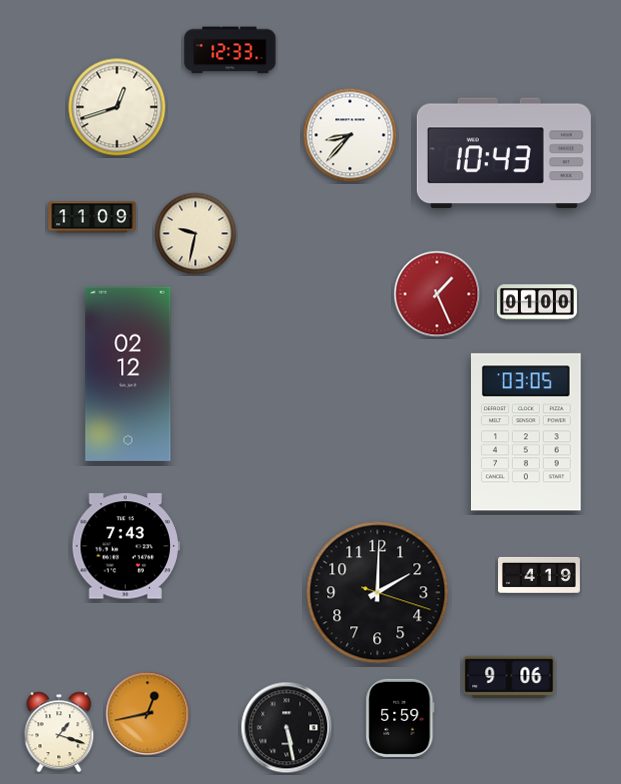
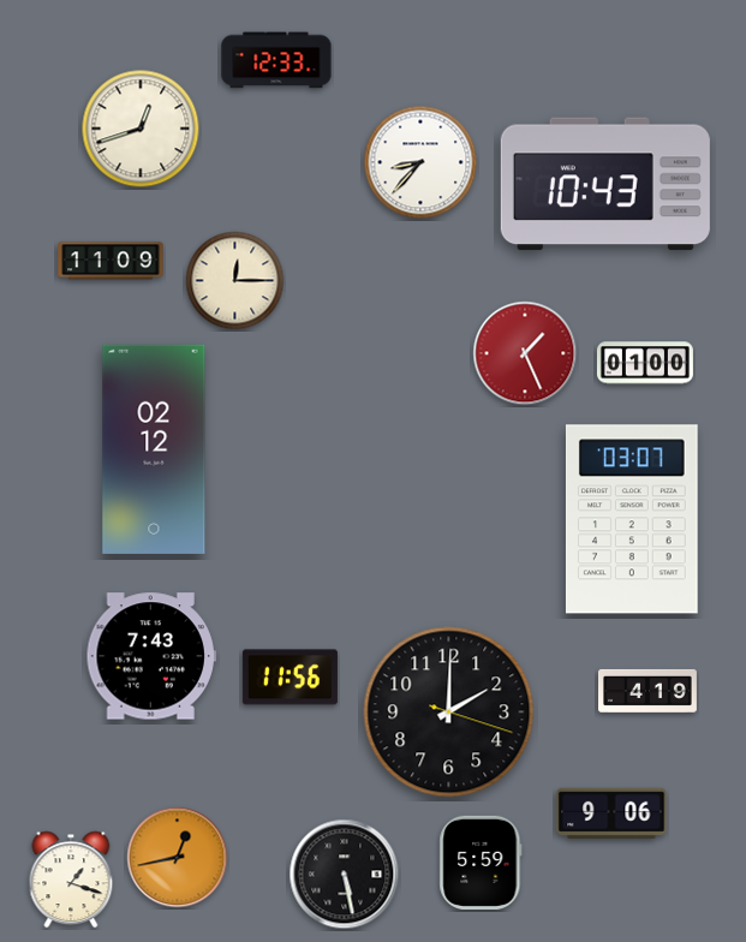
clock at (196, 234): 9:32 -> 12:15
clock at (526, 432): 03:05 -> 03:07
clock at (290, 678): none -> 11:56
clock at (378, 593) position: (378, 593) -> (449, 713)
